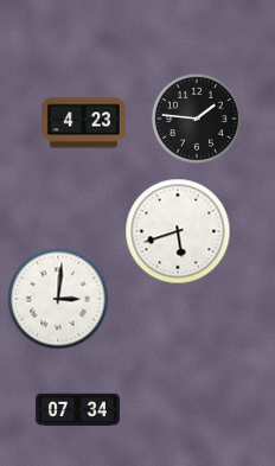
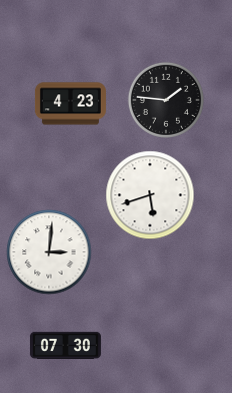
clock at (77, 410): 07:34 -> 07:30
